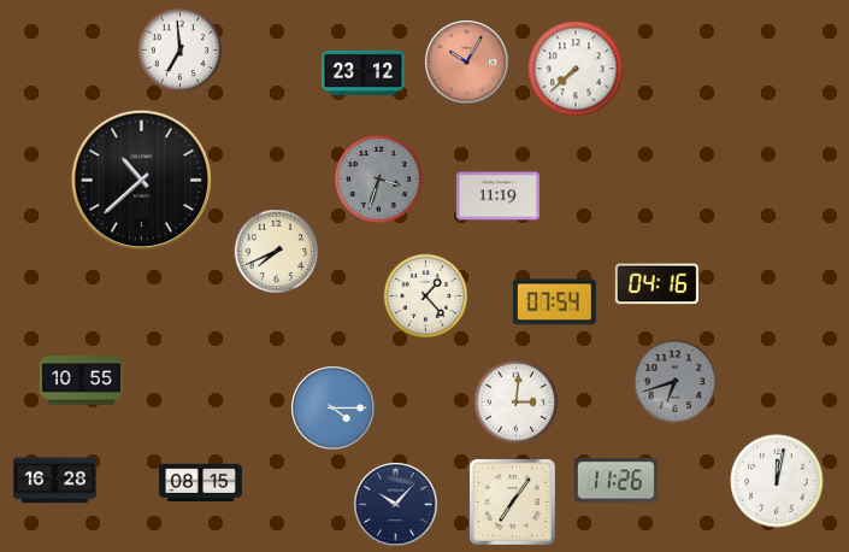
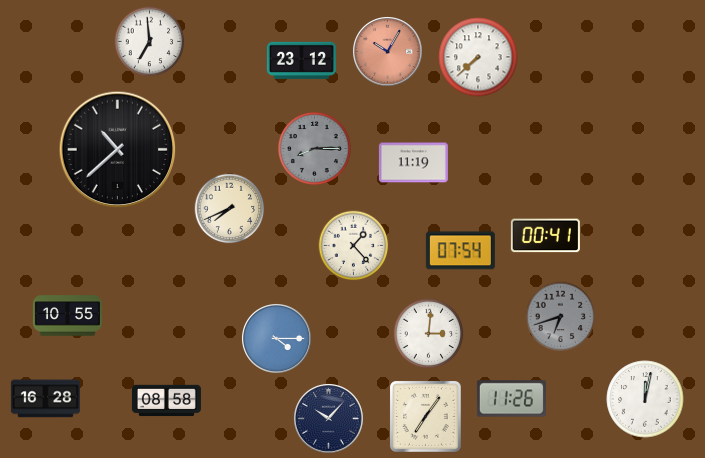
clock at (378, 178): 3:33 -> 8:15
clock at (656, 284): 04:16 -> 00:41
clock at (200, 483): 08:15 -> 08:58
